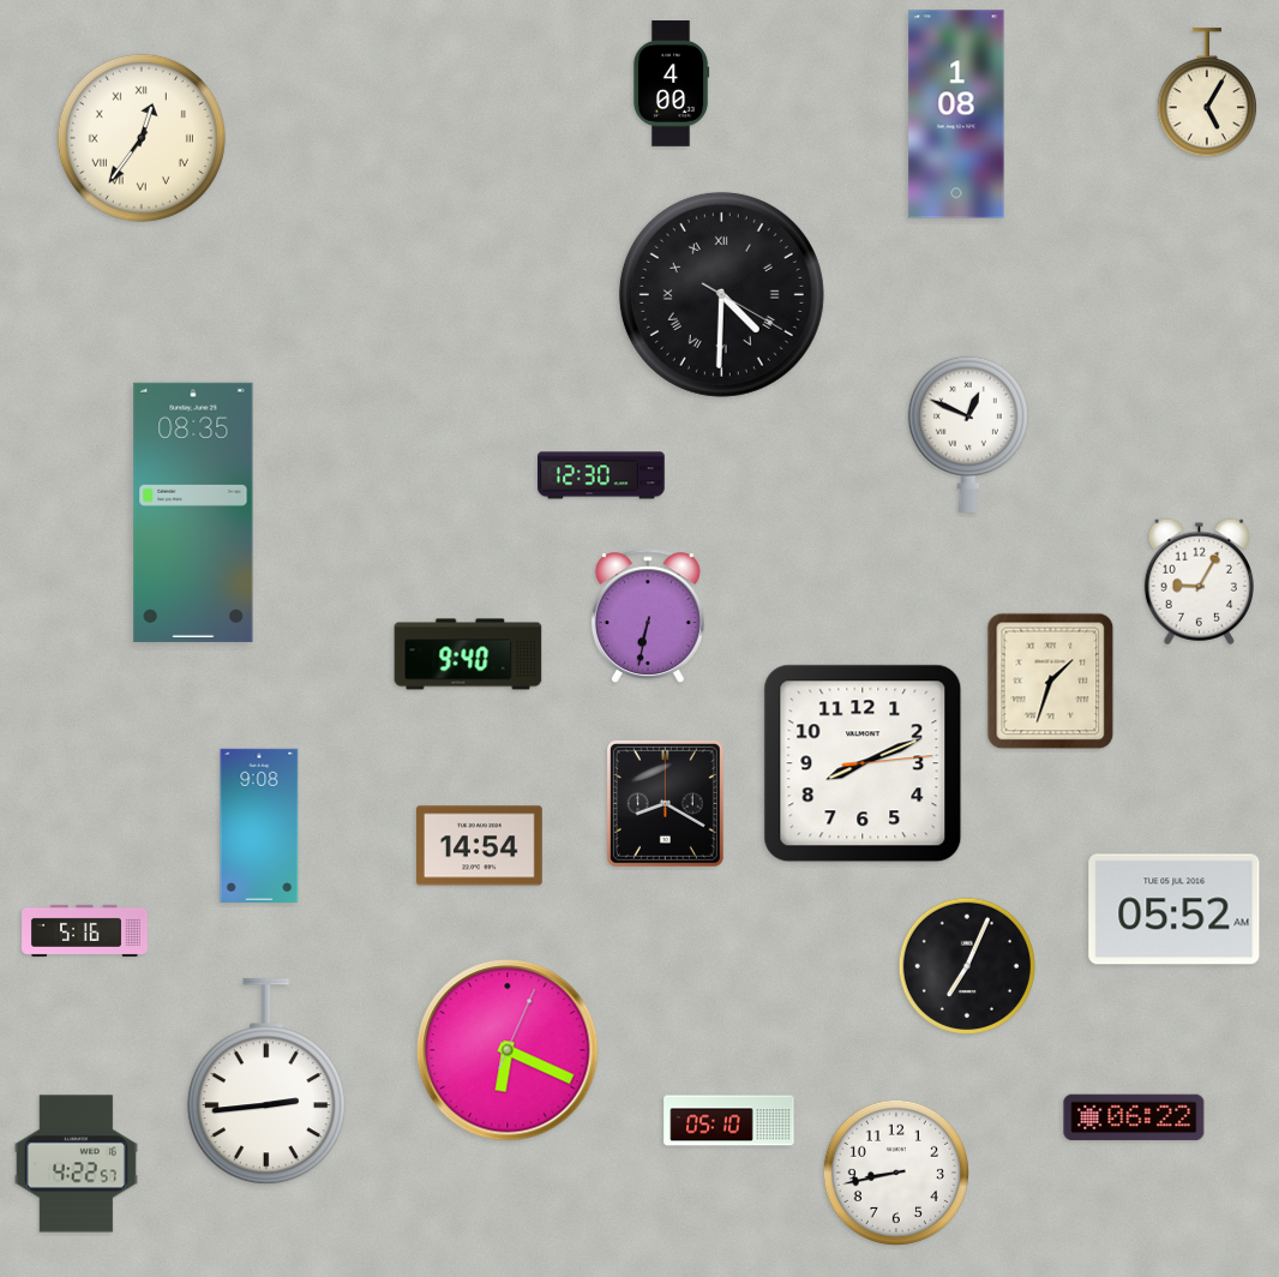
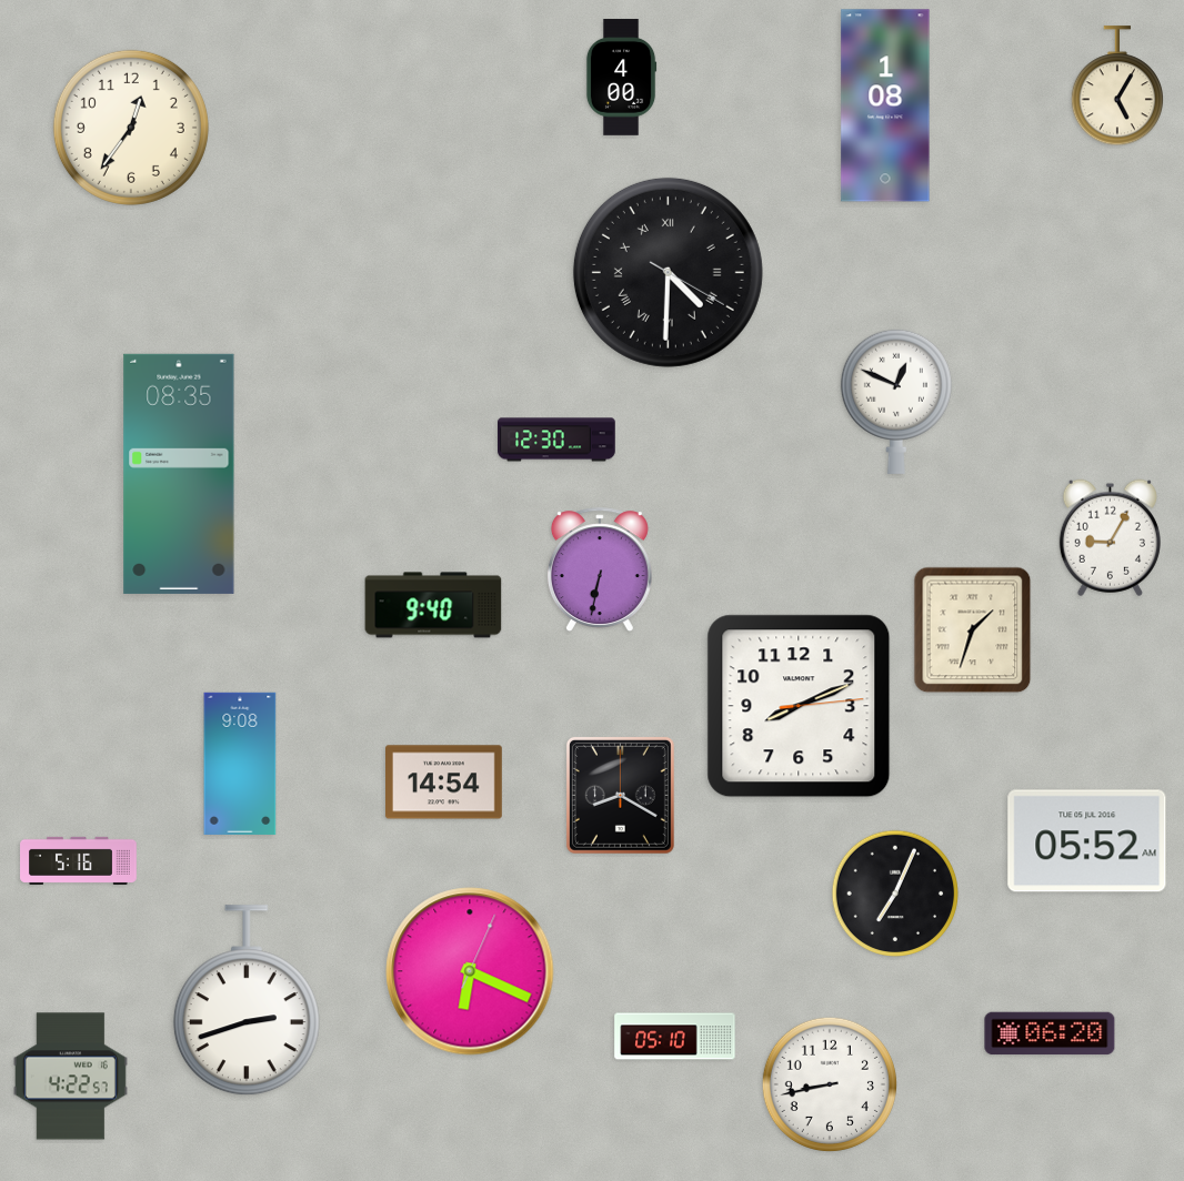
clock at (142, 138) numerals: Roman -> Arabic
clock at (665, 803) position: (665, 803) -> (620, 795)
clock at (266, 1083): 2:44 -> 2:42
clock at (1134, 1117): 06:22 -> 06:20
